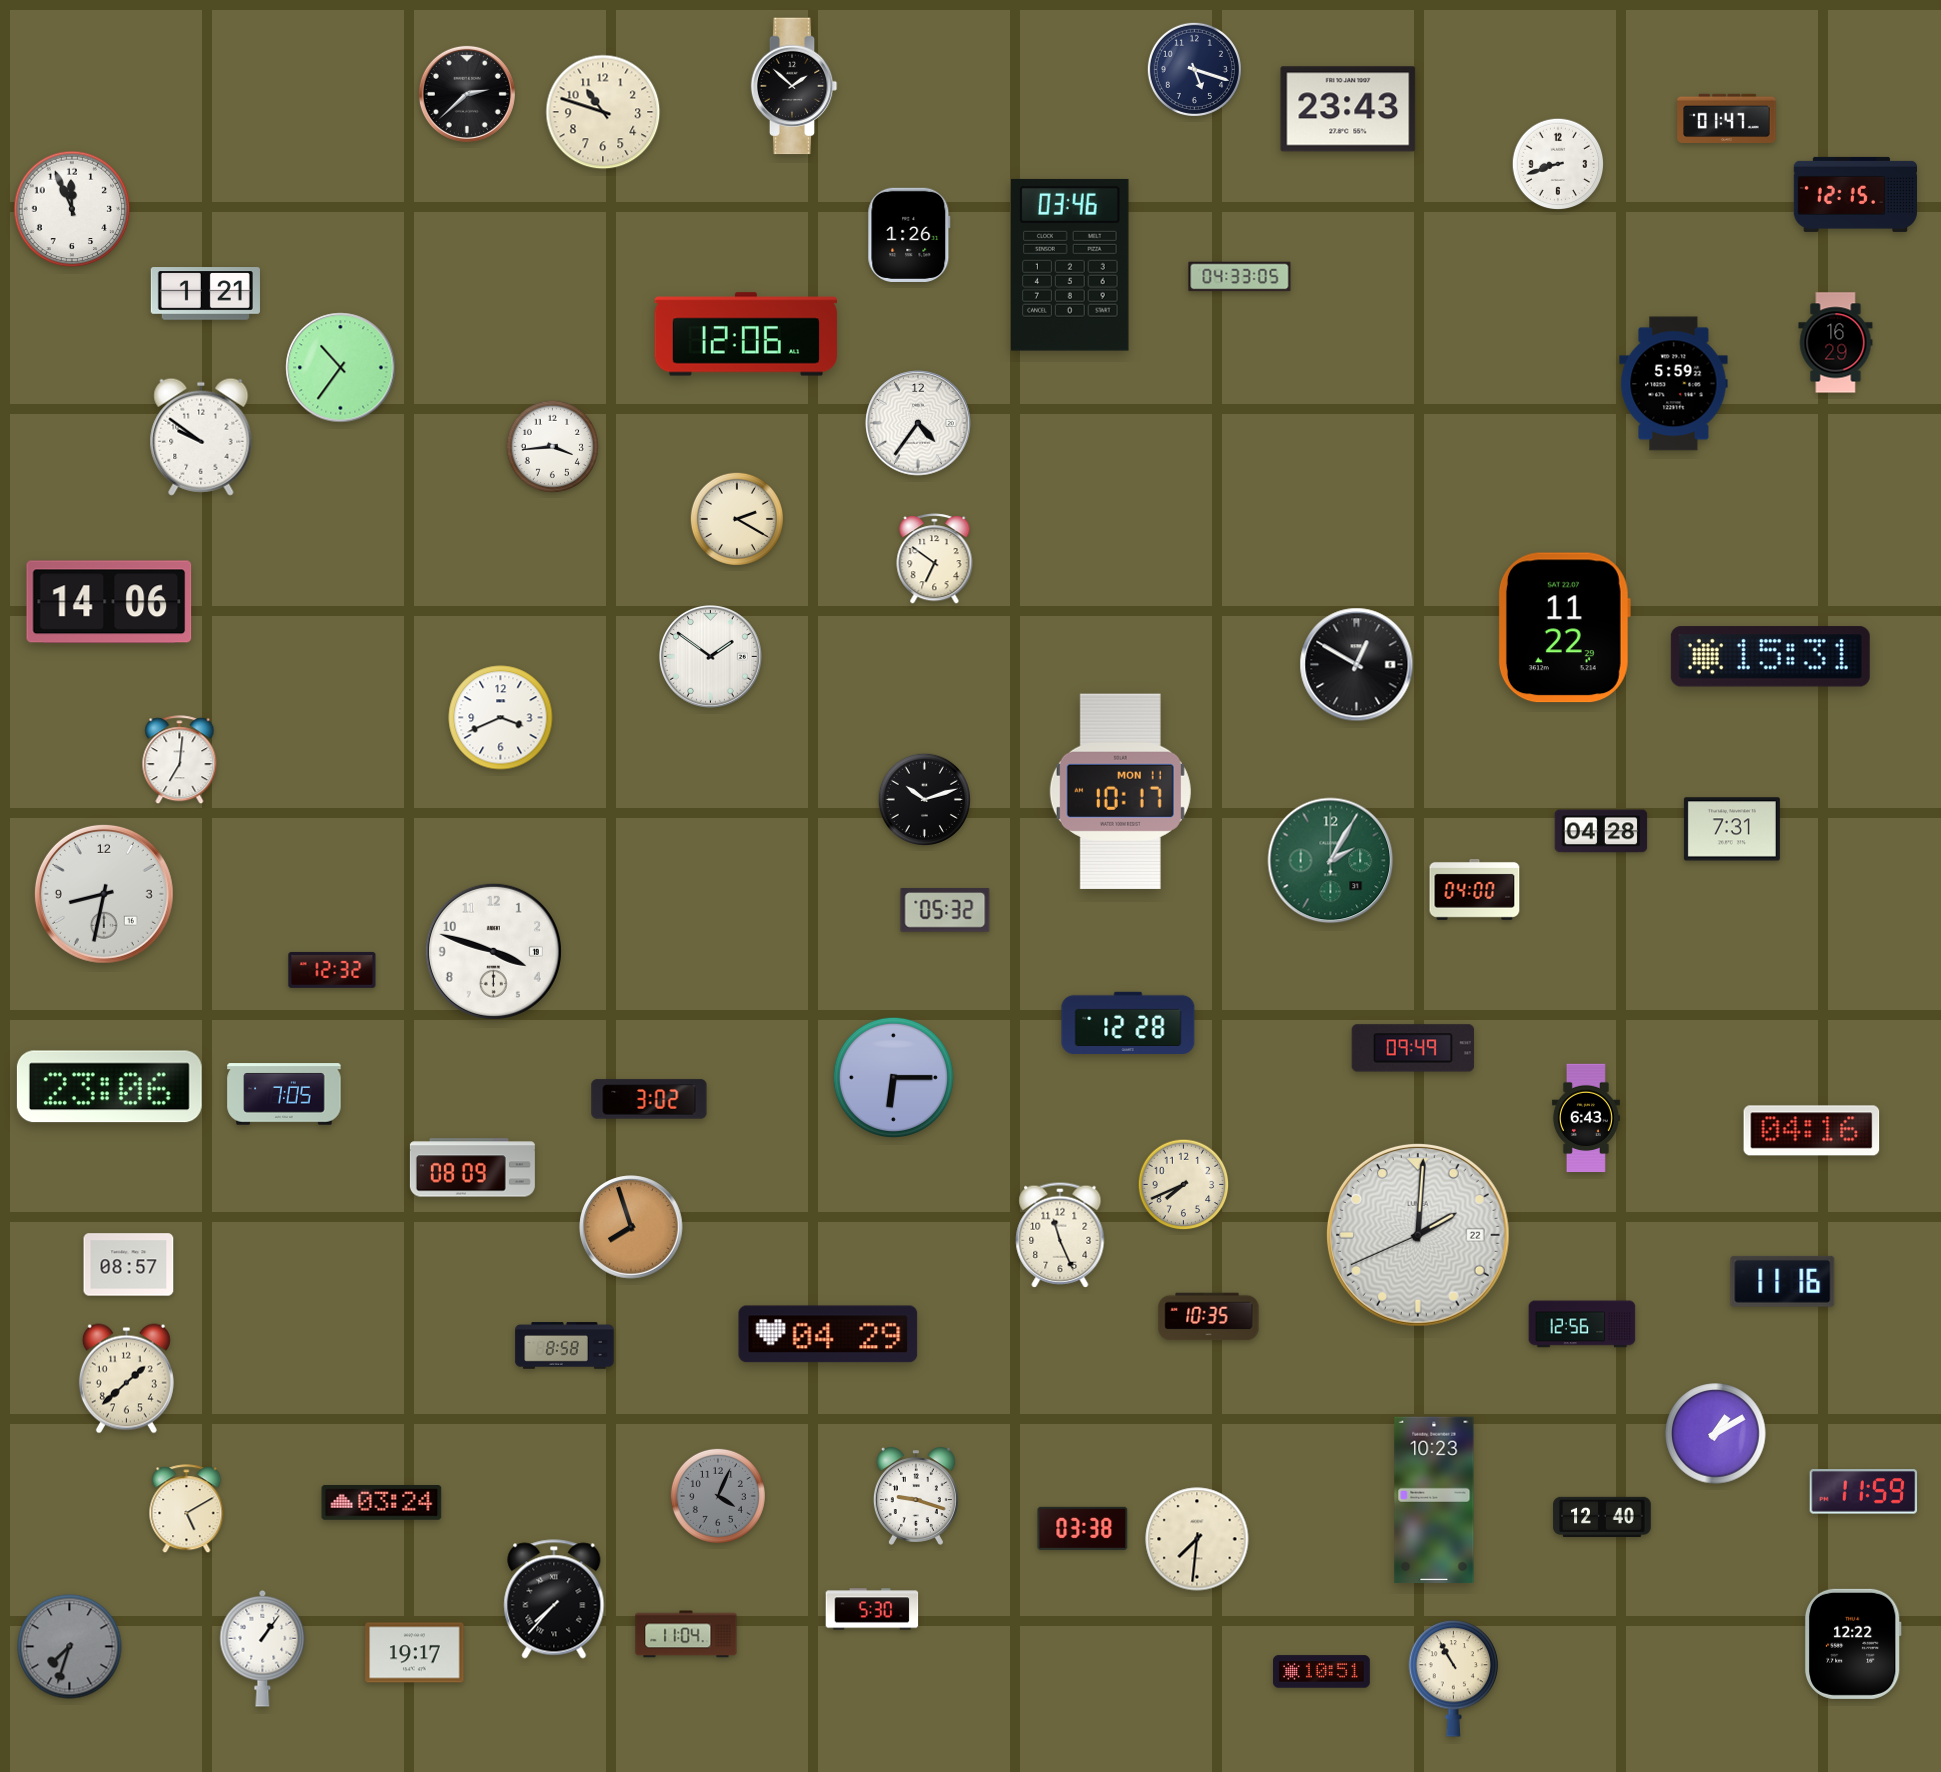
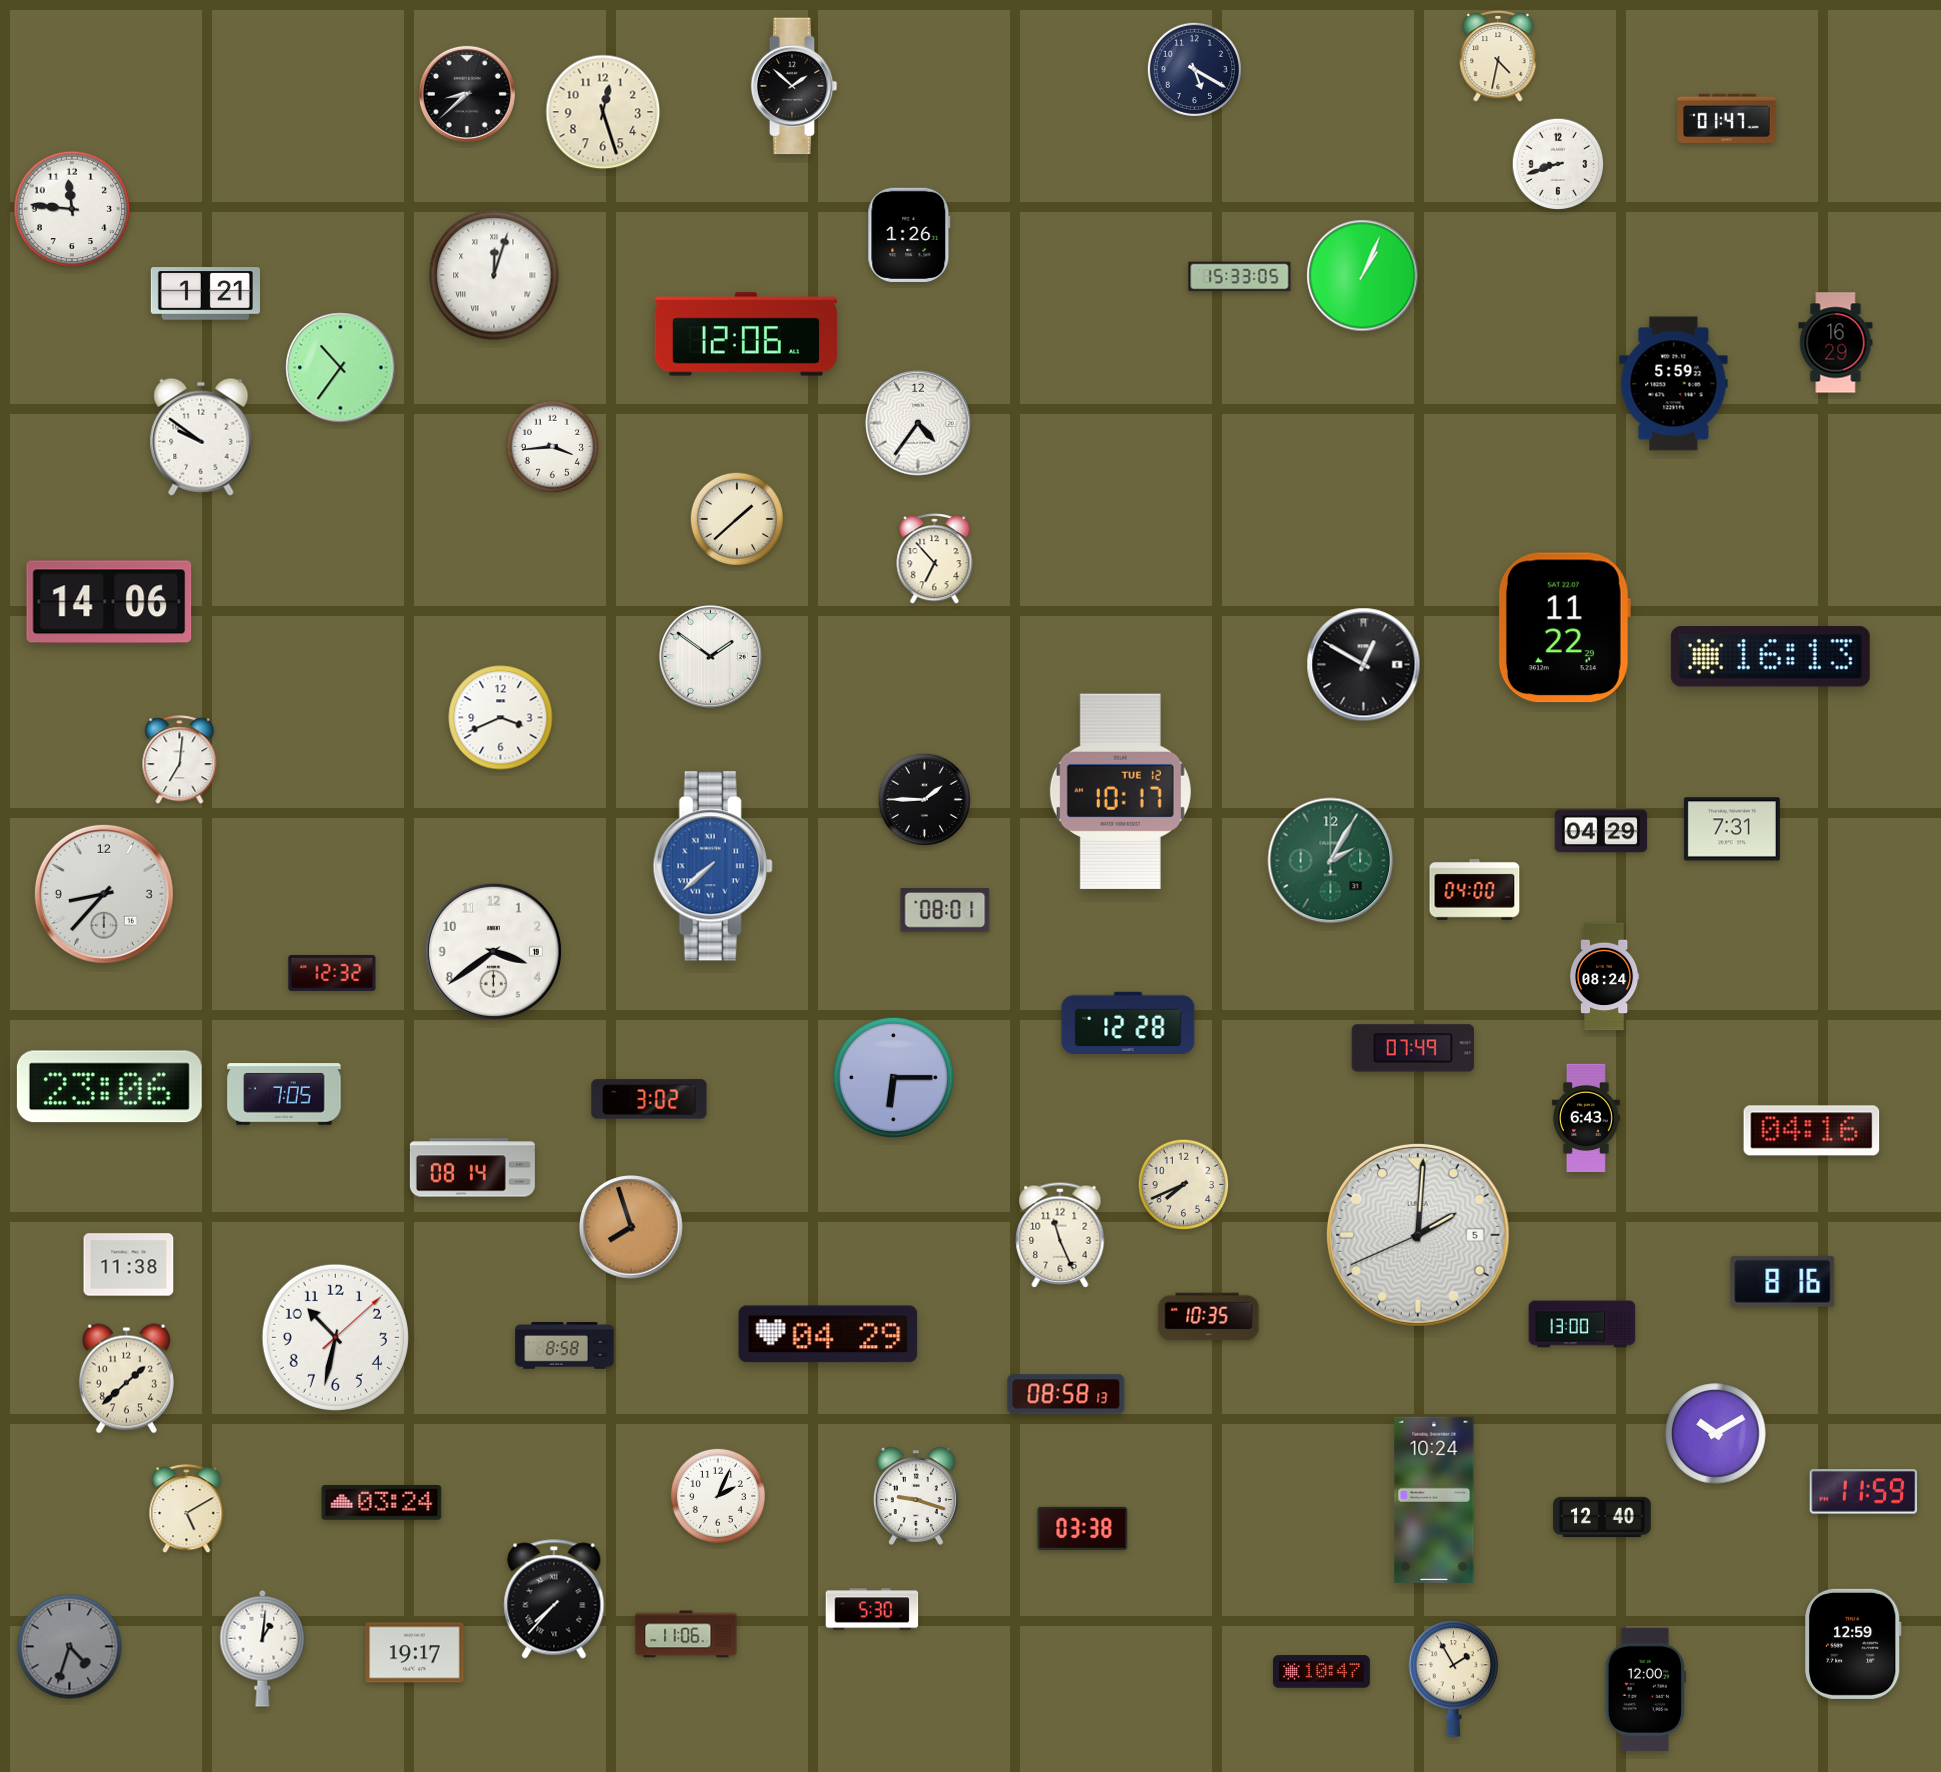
clock at (1498, 56): none -> 4:32
clock at (1194, 69): 5:18 -> 5:20
clock at (467, 94): 2:38 -> 8:38
clock at (1348, 109): 23:43 -> none
clock at (603, 112): 10:48 -> 12:27
clock at (1855, 194): 12:15 -> none
clock at (72, 209): 11:56 -> 11:46
clock at (1071, 265): 03:46 -> none
clock at (494, 275): none -> 12:03
clock at (1363, 276): none -> 1:04
clock at (1240, 277): 04:33 -> 15:33
clock at (737, 519): 2:20 -> 1:38
clock at (935, 559): 6:51 -> 6:53
clock at (1770, 657): 15:31 -> 16:13
clock at (1357, 665) position: (1357, 665) -> (1364, 665)
clock at (1120, 791) date: MON 11 -> TUE 12
clock at (925, 800): 10:12 -> 1:45
clock at (1601, 831): 04:28 -> 04:29
clock at (713, 866): none -> 7:38
clock at (104, 894): 8:32 -> 8:37
clock at (945, 910): 05:32 -> 08:01
clock at (493, 951): 3:48 -> 3:39
clock at (332, 970) position: (332, 970) -> (332, 973)
clock at (1604, 977): none -> 08:24
clock at (1413, 1048): 09:49 -> 07:49
clock at (472, 1168): 08:09 -> 08:14
clock at (1418, 1235) date: 22 -> 5
clock at (129, 1265): 08:57 -> 11:38
clock at (1783, 1281): 11:16 -> 8:16
clock at (1582, 1324): 12:56 -> 13:00
clock at (335, 1337): none -> 10:32
clock at (1066, 1394): none -> 08:58
clock at (1716, 1434): 1:10 -> 10:10
clock at (718, 1496): 4:04 -> 2:04
clock at (718, 1496) dial: grey -> white
clock at (1434, 1500): 10:23 -> 10:24
clock at (1197, 1539): 7:31 -> none
clock at (686, 1634): 11:04 -> 11:06
clock at (1853, 1644): 12:22 -> 12:59
clock at (70, 1647): 7:33 -> 4:33
clock at (263, 1648): 1:06 -> 1:01
clock at (1322, 1672): 10:51 -> 10:47
clock at (1454, 1679): 10:55 -> 1:55
clock at (1645, 1689): none -> 12:00
